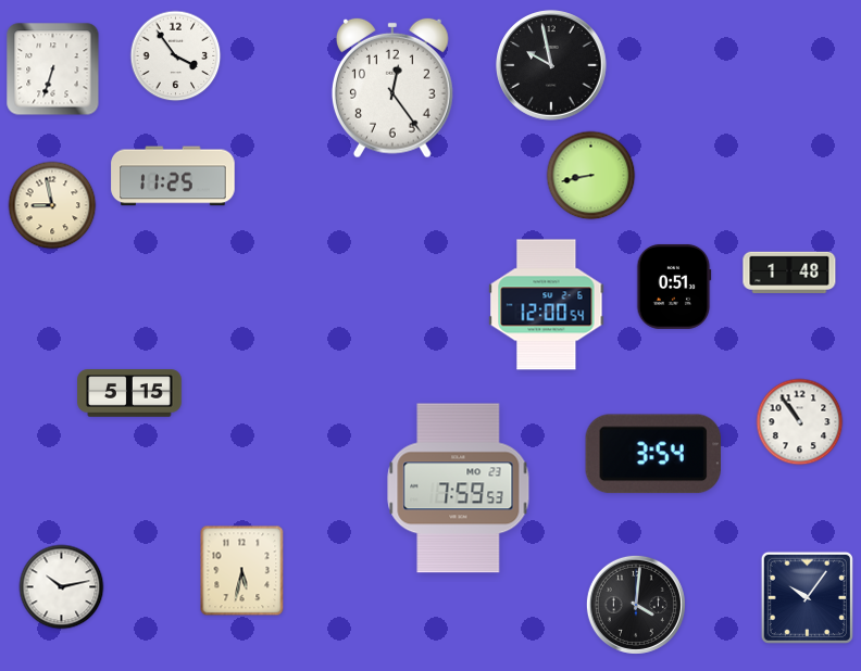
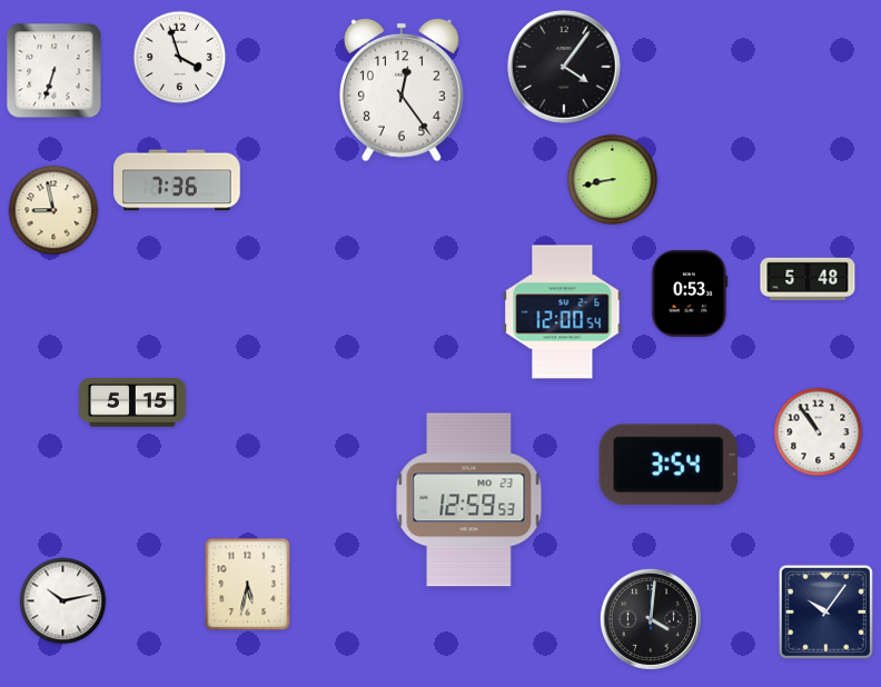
clock at (176, 56): 3:54 -> 3:57
clock at (551, 65): 9:58 -> 4:06
clock at (173, 176): 11:25 -> 7:36
clock at (591, 176) position: (591, 176) -> (613, 180)
clock at (789, 271): 1:48 -> 5:48
clock at (674, 287): 0:51 -> 0:53
clock at (547, 305) position: (547, 305) -> (563, 312)
clock at (459, 489): 7:59 -> 12:59
